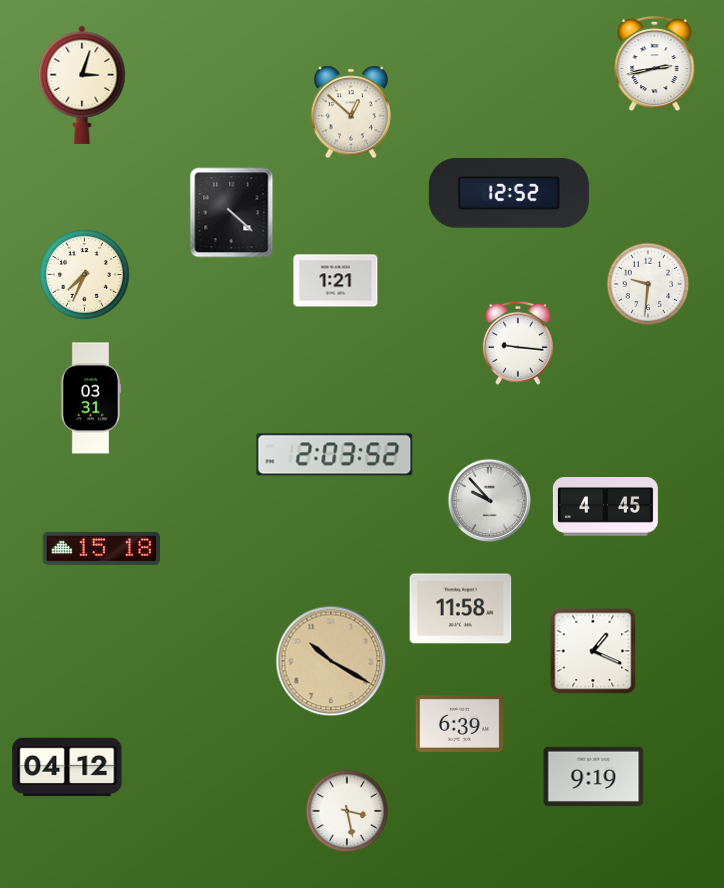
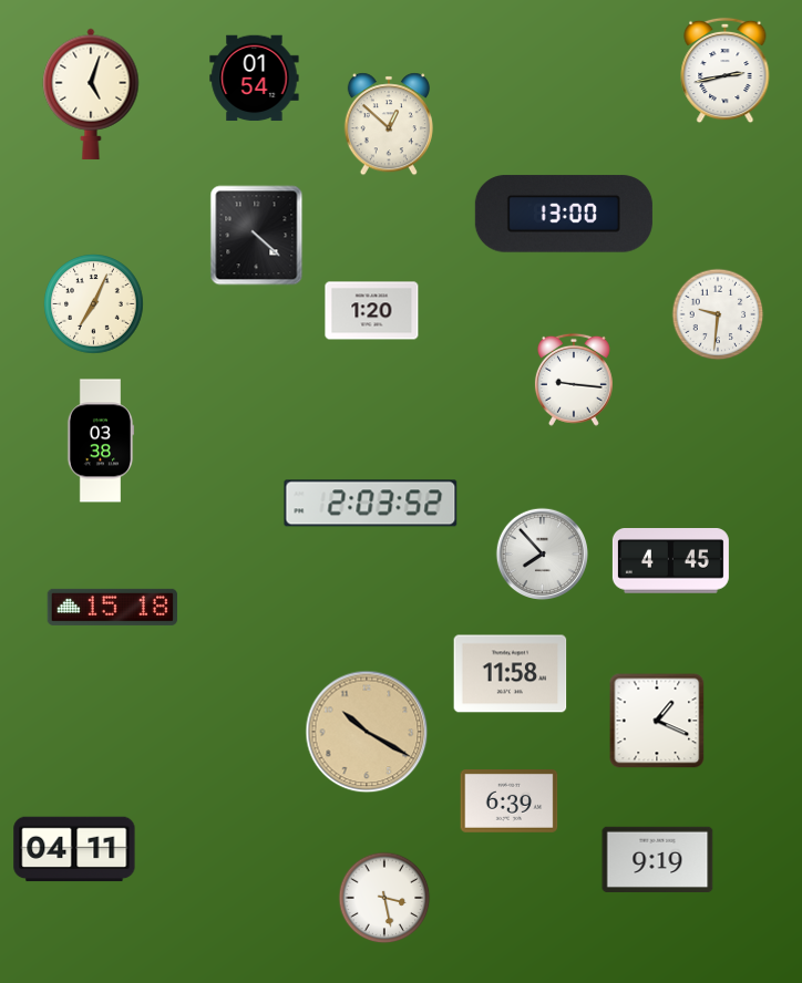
clock at (255, 79): none -> 01:54
clock at (82, 85): 3:03 -> 5:03
clock at (509, 193): 12:52 -> 13:00
clock at (85, 275): 7:34 -> 7:04
clock at (336, 281): 1:21 -> 1:20
clock at (91, 398): 03:31 -> 03:38
clock at (489, 500): 9:53 -> 7:53
clock at (67, 767): 04:12 -> 04:11
